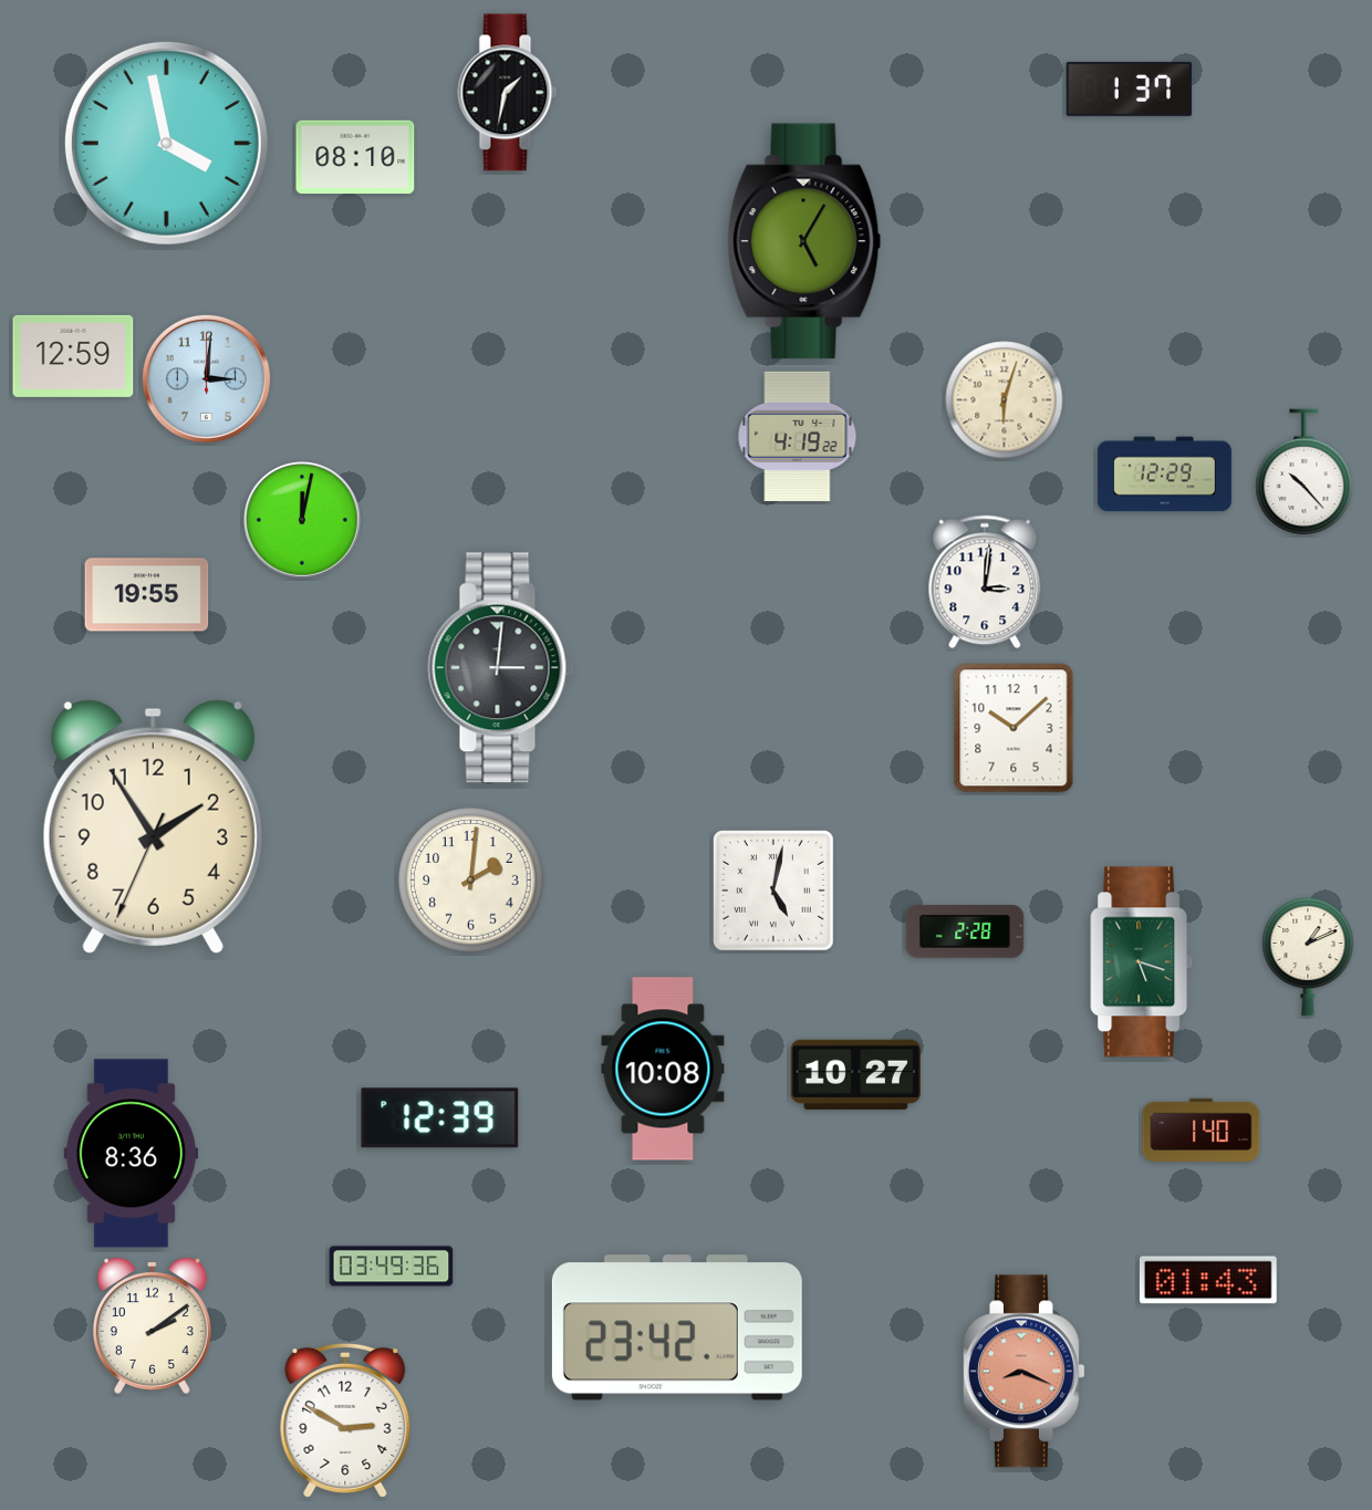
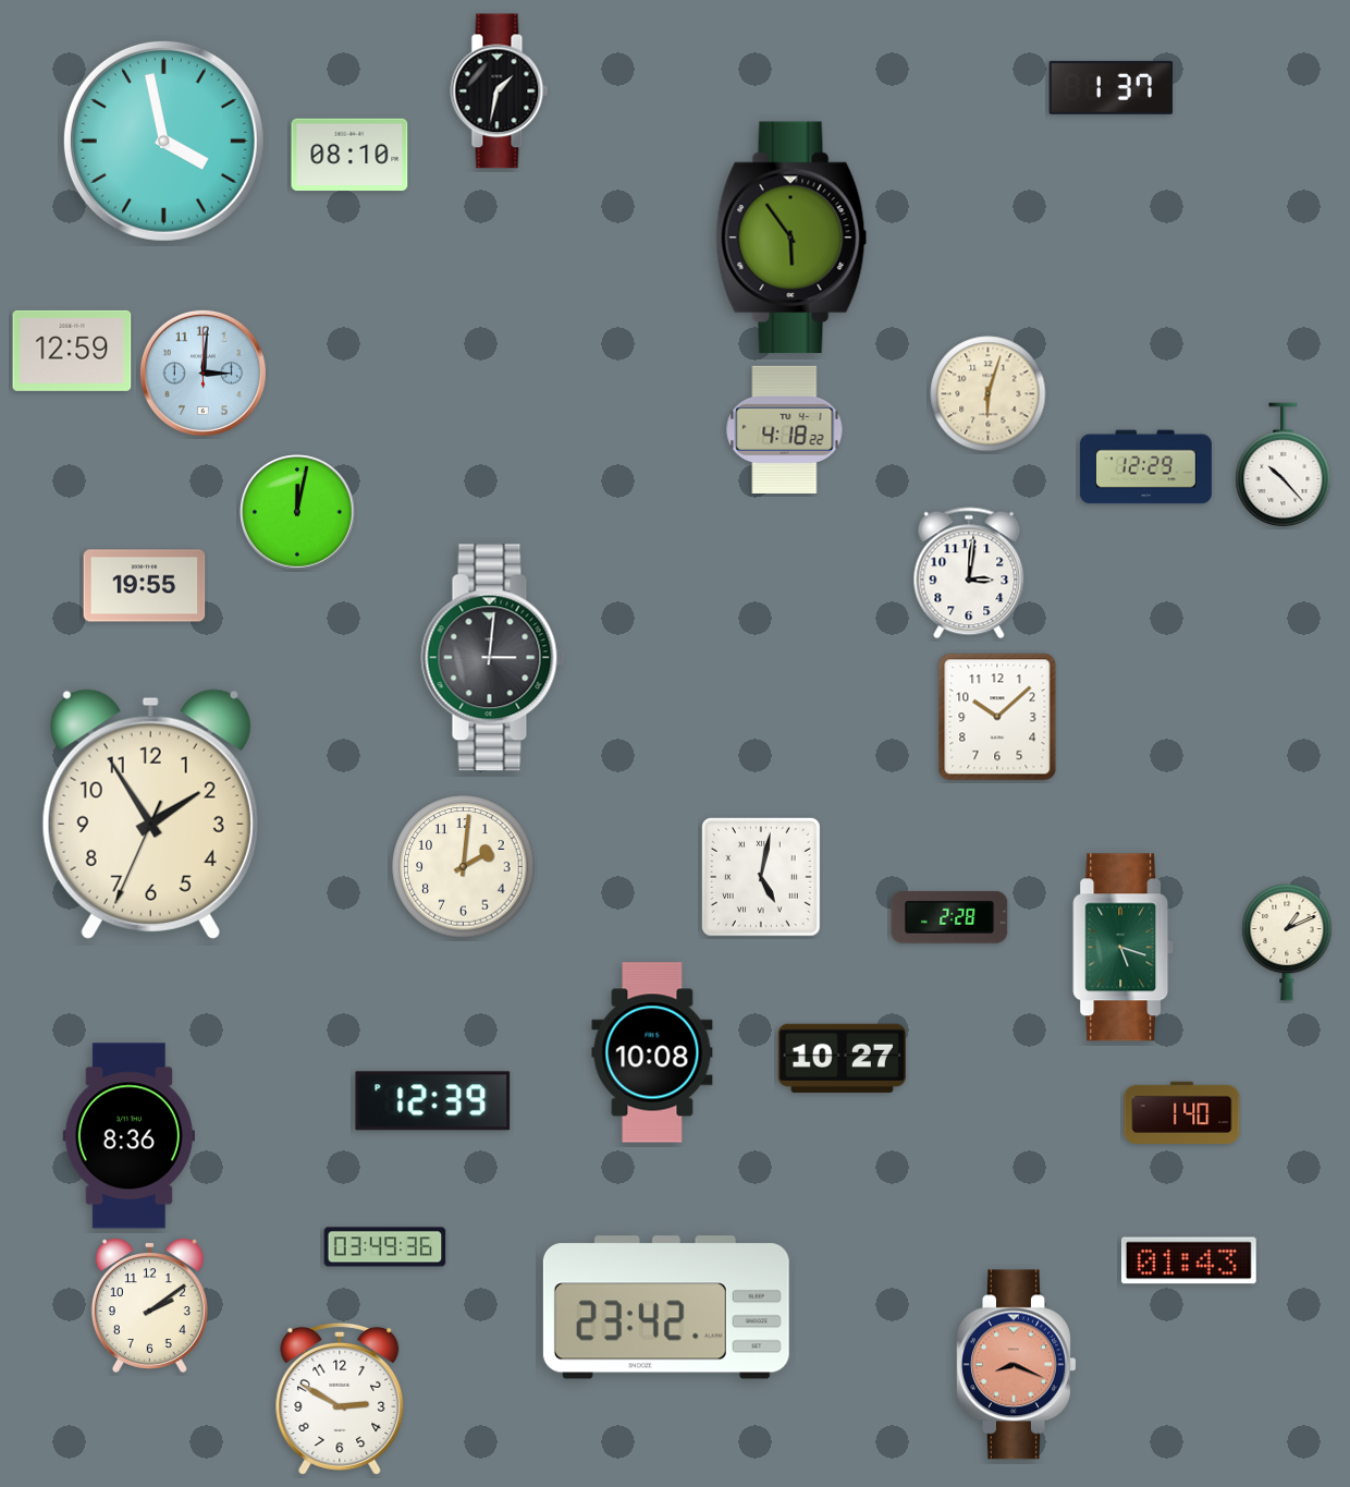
clock at (804, 241): 5:05 -> 5:54
clock at (798, 436): 4:19 -> 4:18
clock at (1025, 1372) position: (1025, 1372) -> (1017, 1365)
